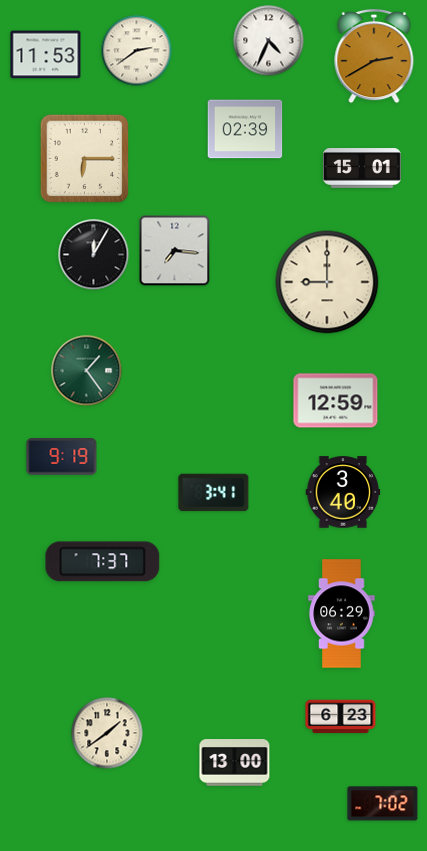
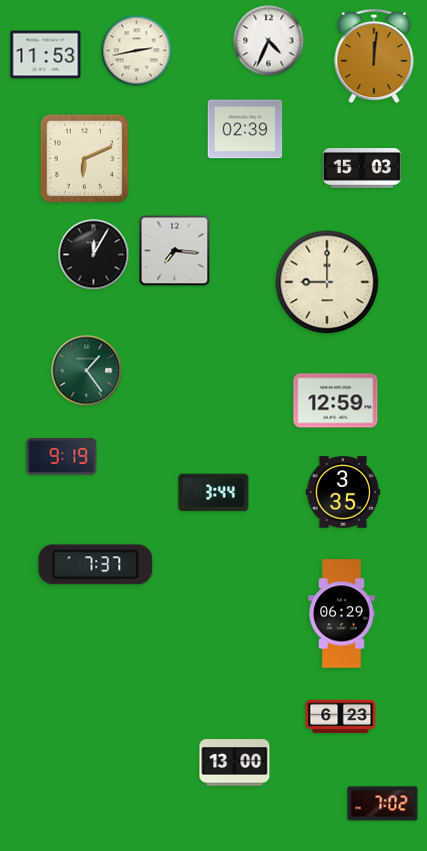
clock at (137, 51): 2:39 -> 2:43
clock at (374, 56): 2:40 -> 12:01
clock at (85, 159): 6:15 -> 6:11
clock at (362, 168): 15:01 -> 15:03
clock at (343, 492): 3:40 -> 3:35
clock at (214, 493): 3:41 -> 3:44
clock at (103, 562) position: (103, 562) -> (96, 565)
clock at (107, 733): 1:39 -> none
